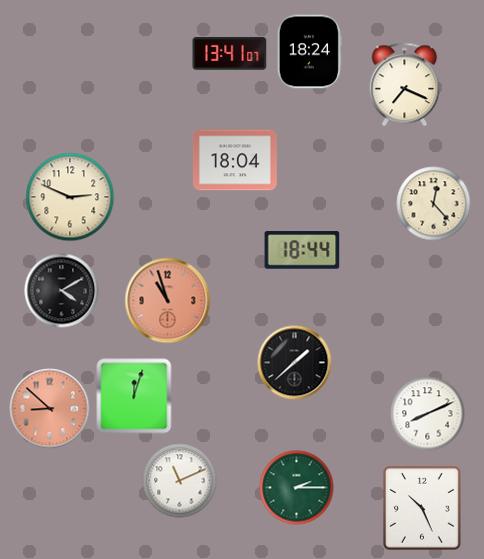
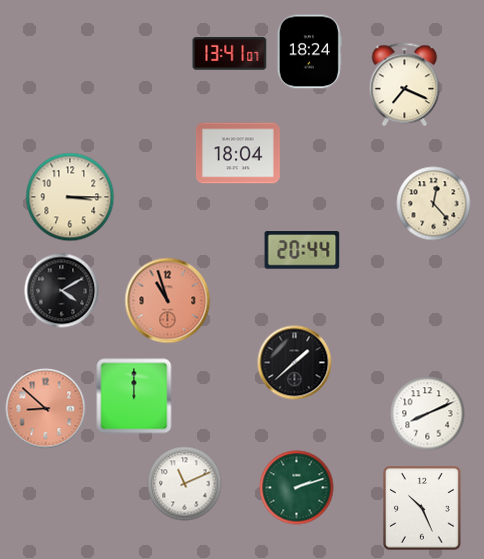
clock at (235, 160) position: (235, 160) -> (238, 153)
clock at (70, 197): 2:49 -> 3:15
clock at (302, 250): 18:44 -> 20:44
clock at (134, 396): 12:03 -> 12:00
clock at (50, 409) position: (50, 409) -> (46, 409)
clock at (180, 481) position: (180, 481) -> (185, 484)
clock at (297, 488): 2:15 -> 2:12
